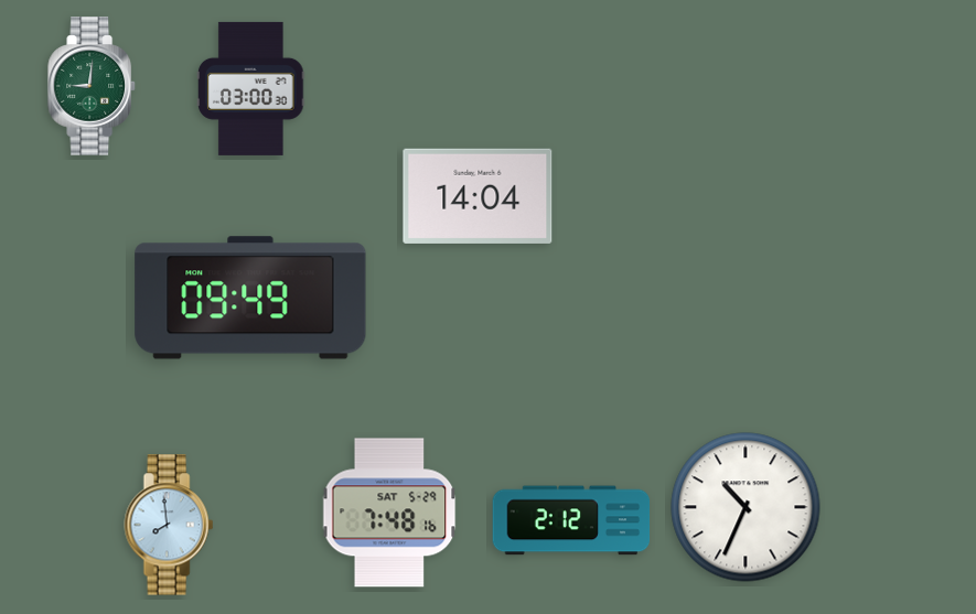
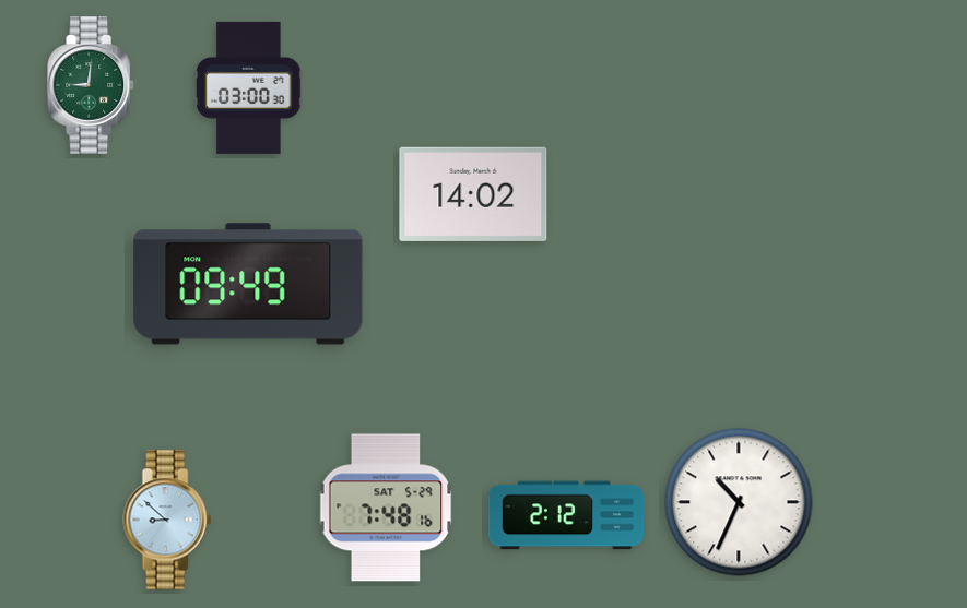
clock at (478, 196): 14:04 -> 14:02
clock at (250, 298) position: (250, 298) -> (248, 284)
clock at (169, 525): 7:59 -> 8:52
